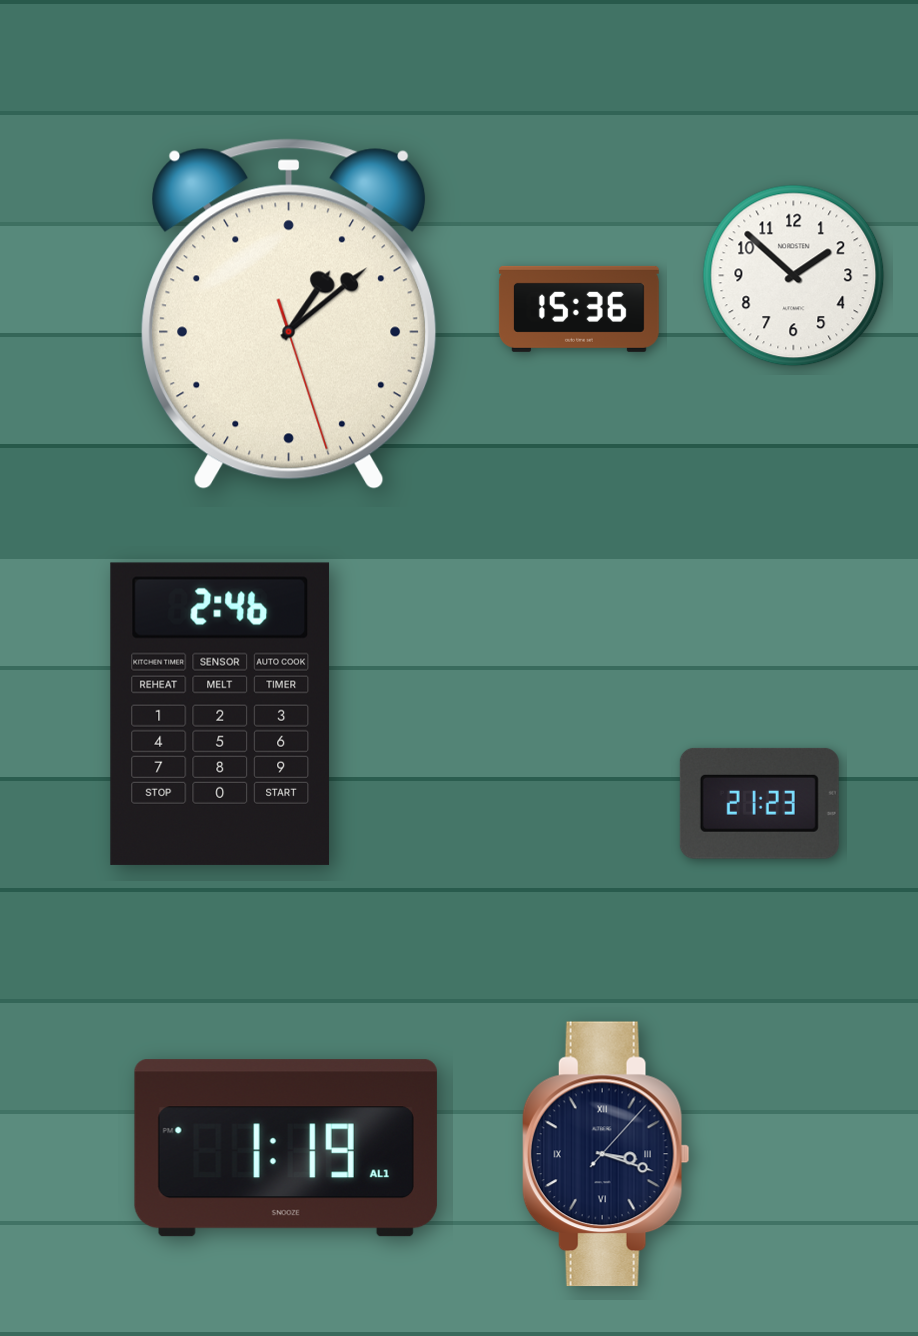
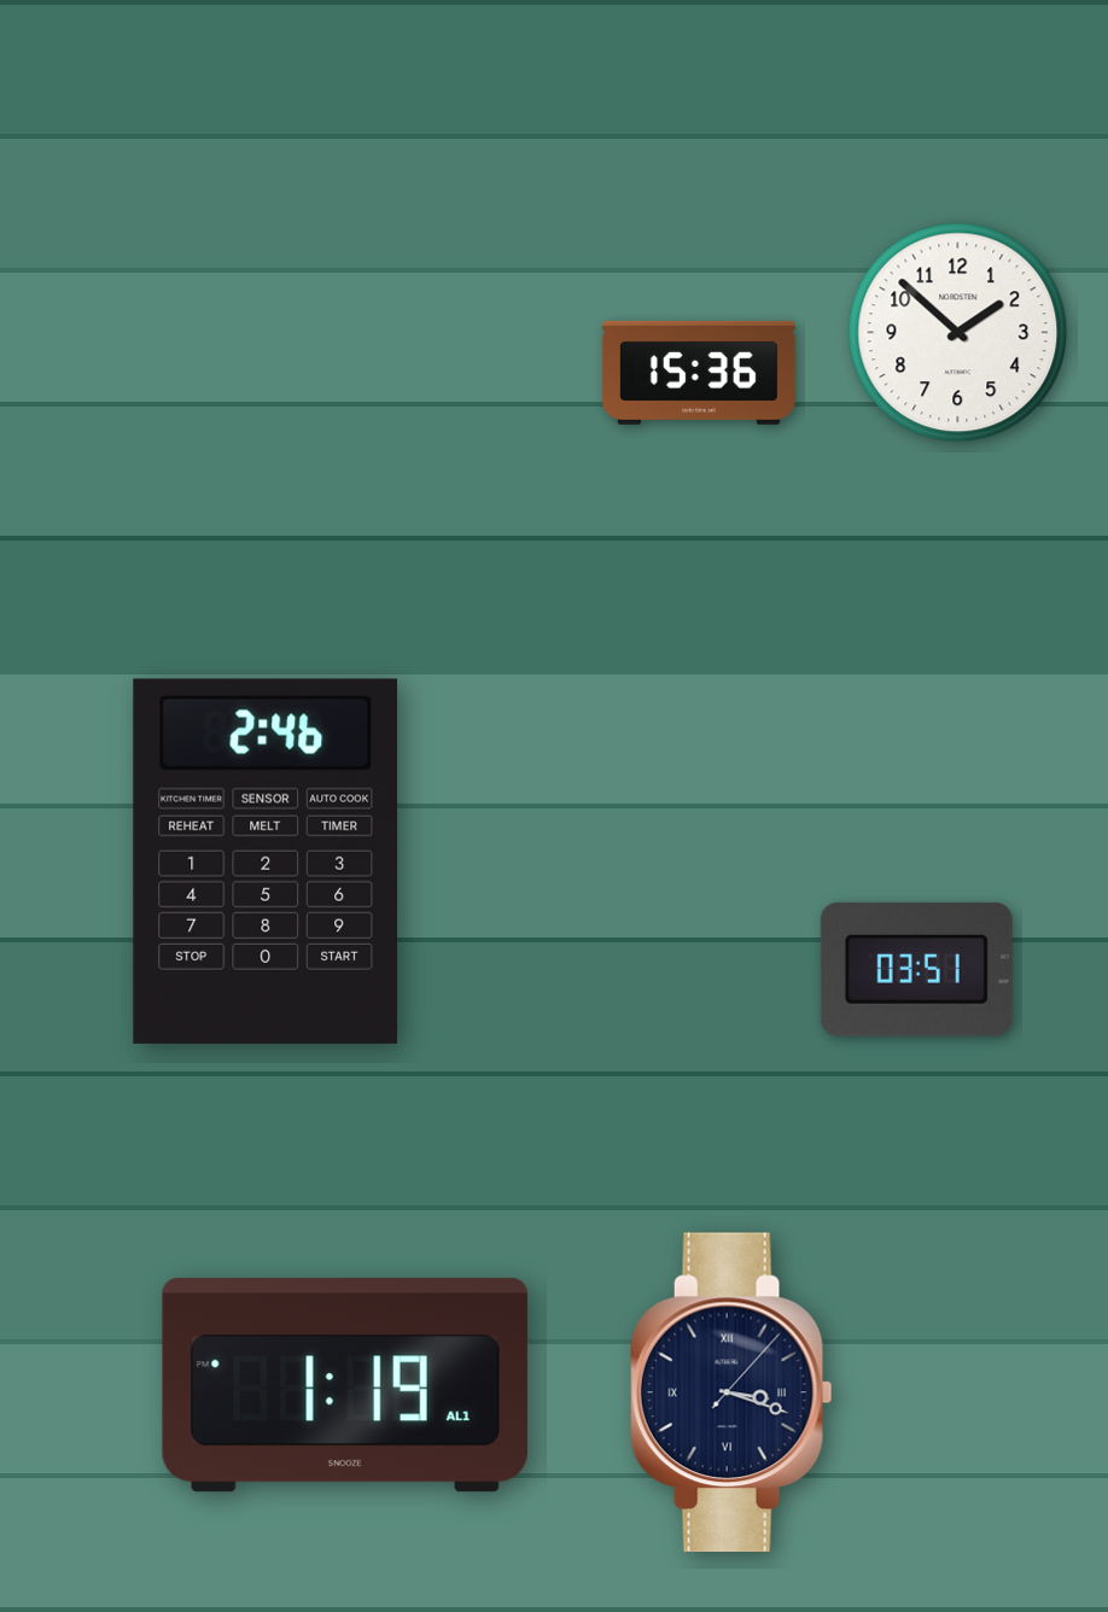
clock at (289, 314): 1:08 -> none
clock at (759, 803): 21:23 -> 03:51
